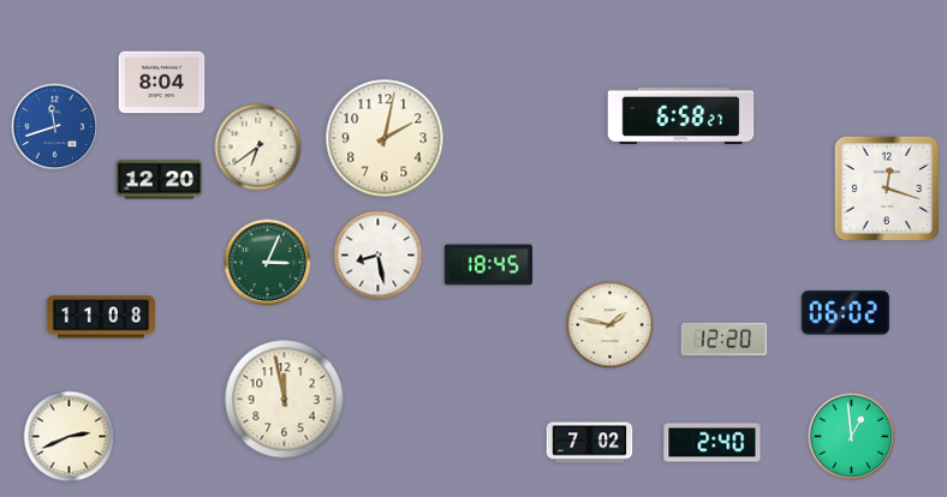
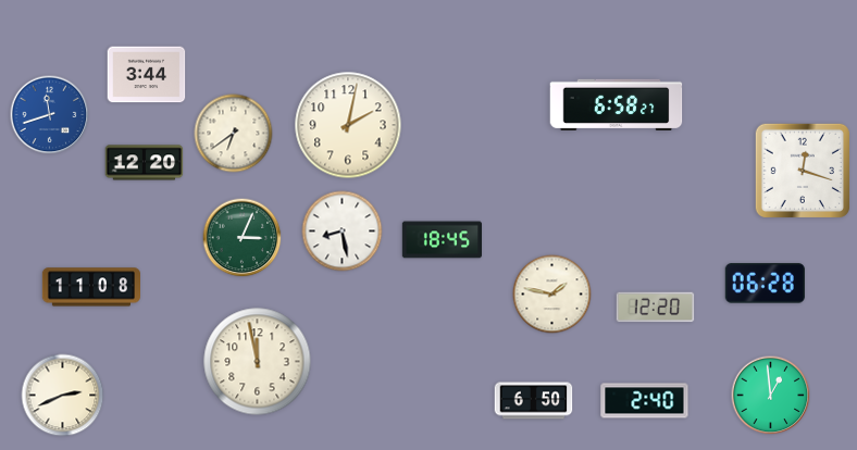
clock at (162, 83): 8:04 -> 3:44
clock at (845, 313): 06:02 -> 06:28
clock at (590, 443): 7:02 -> 6:50
